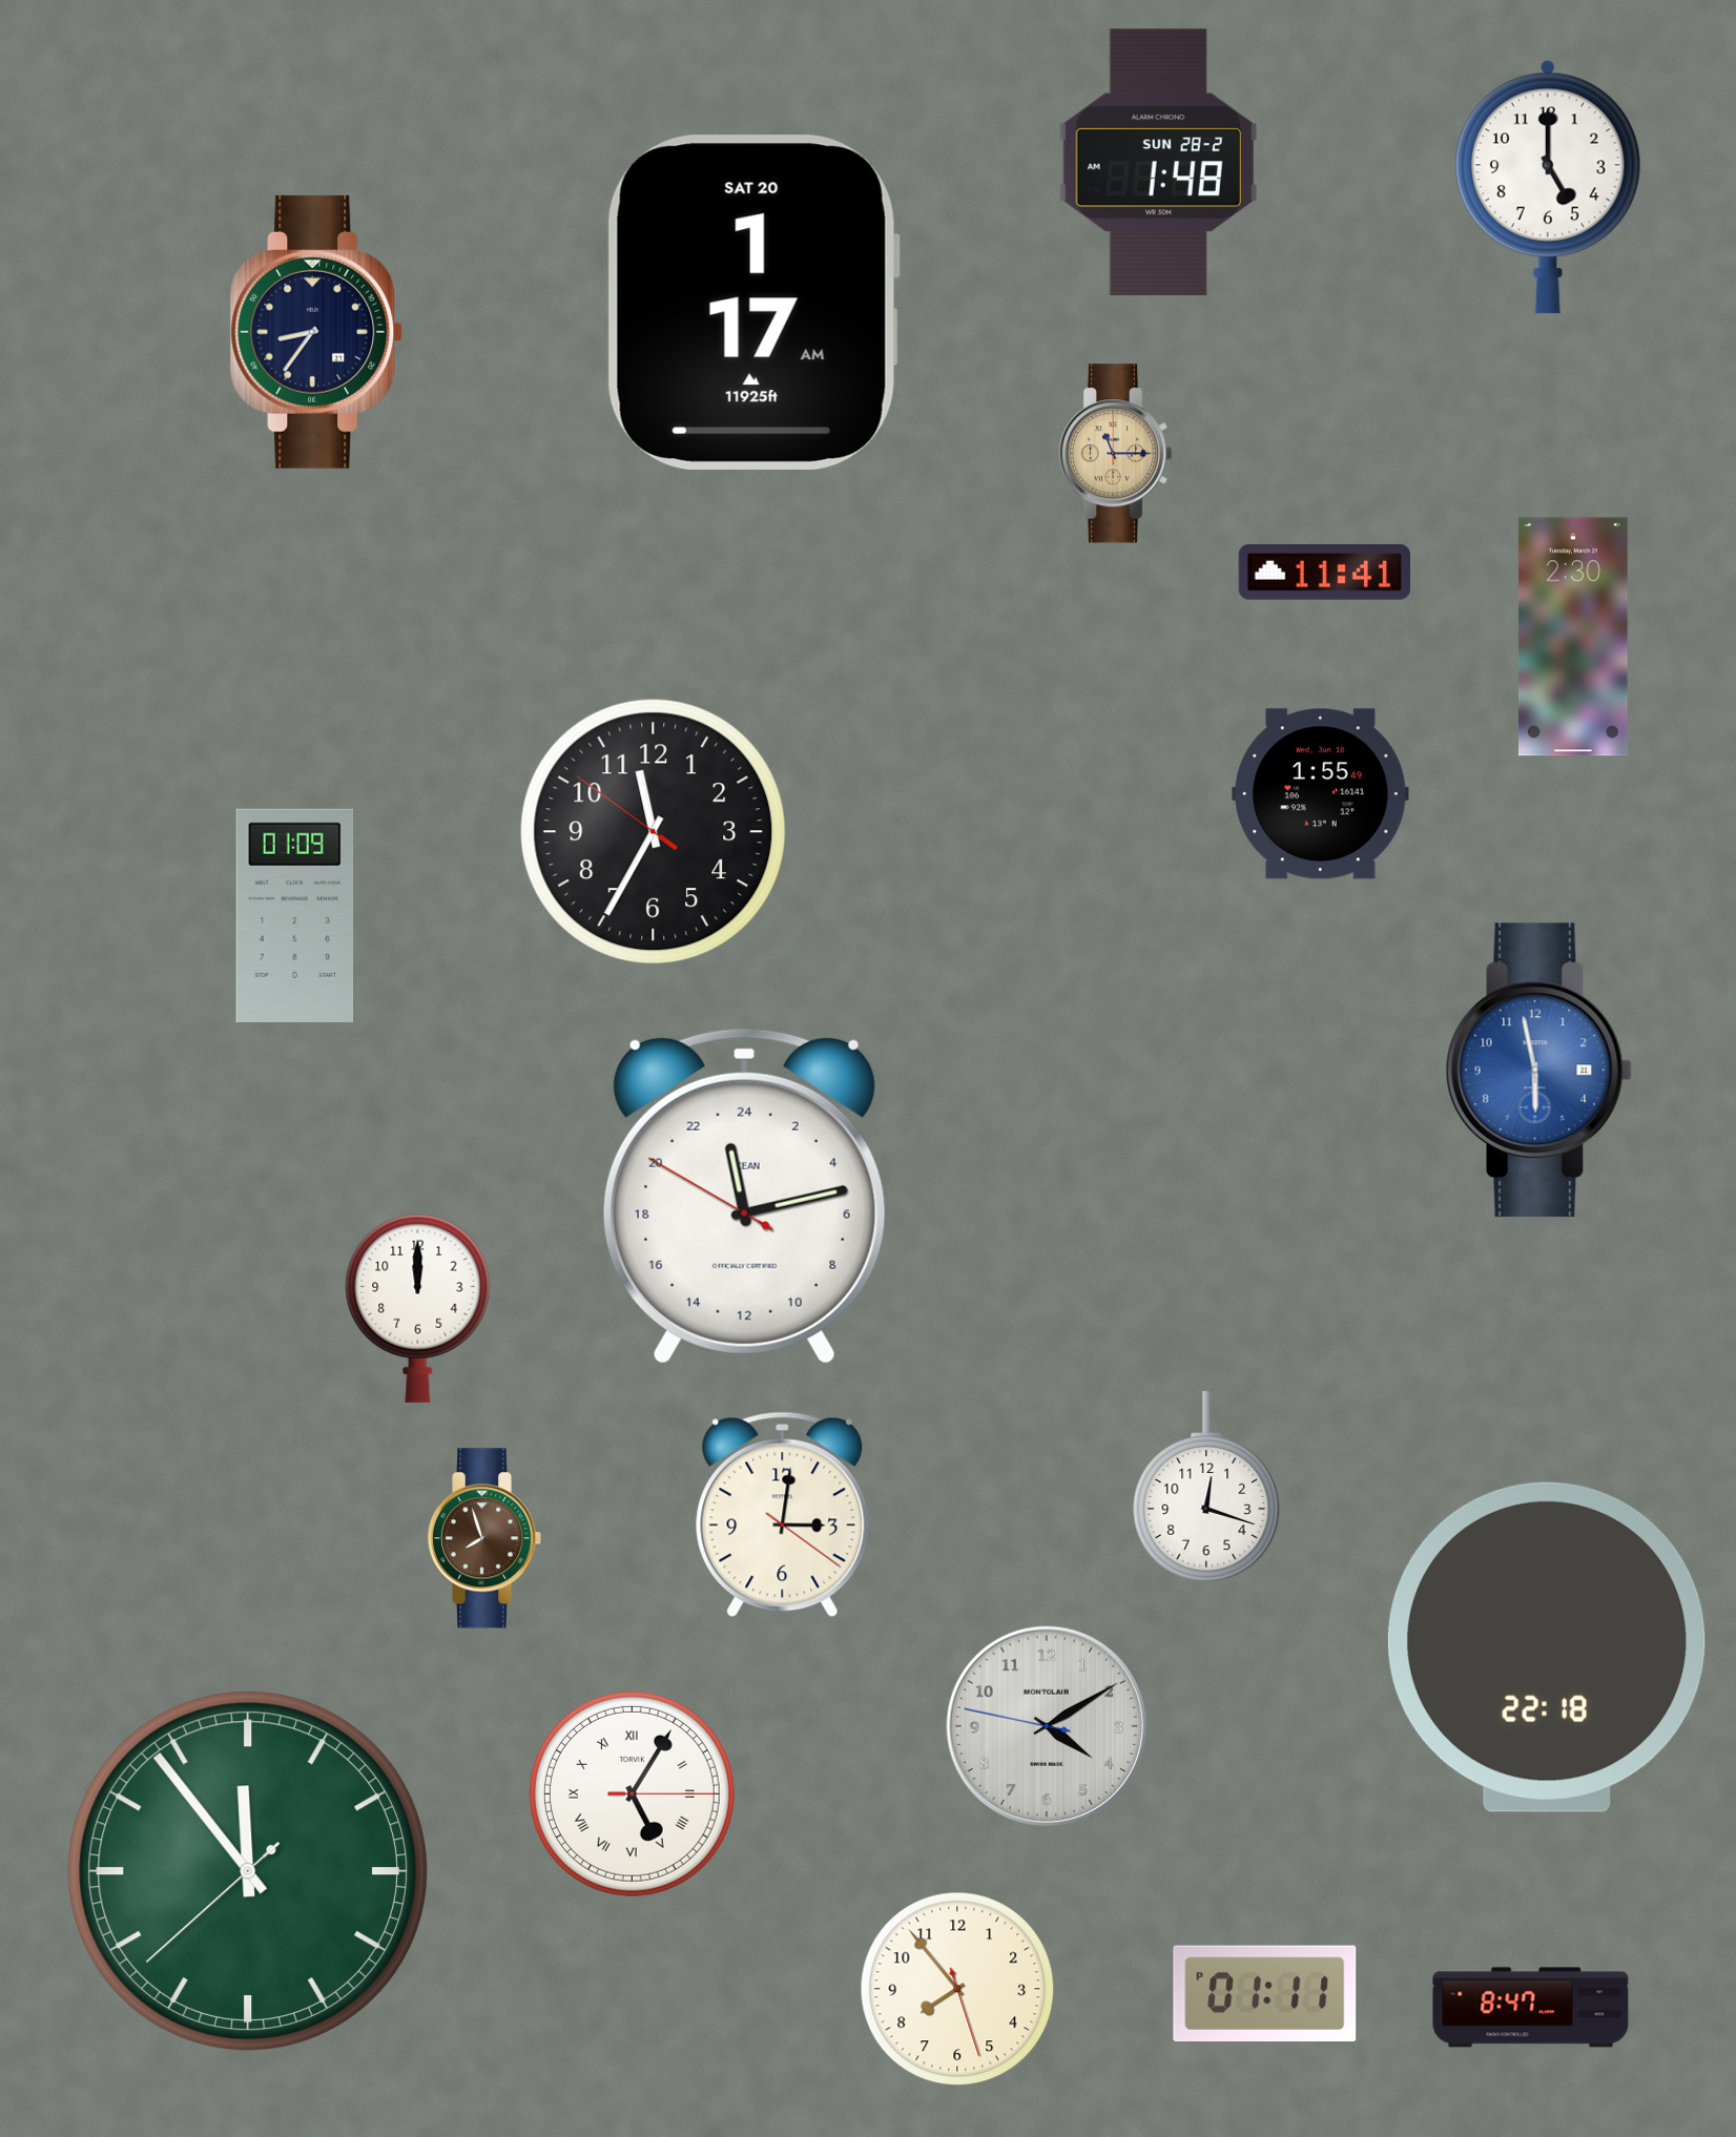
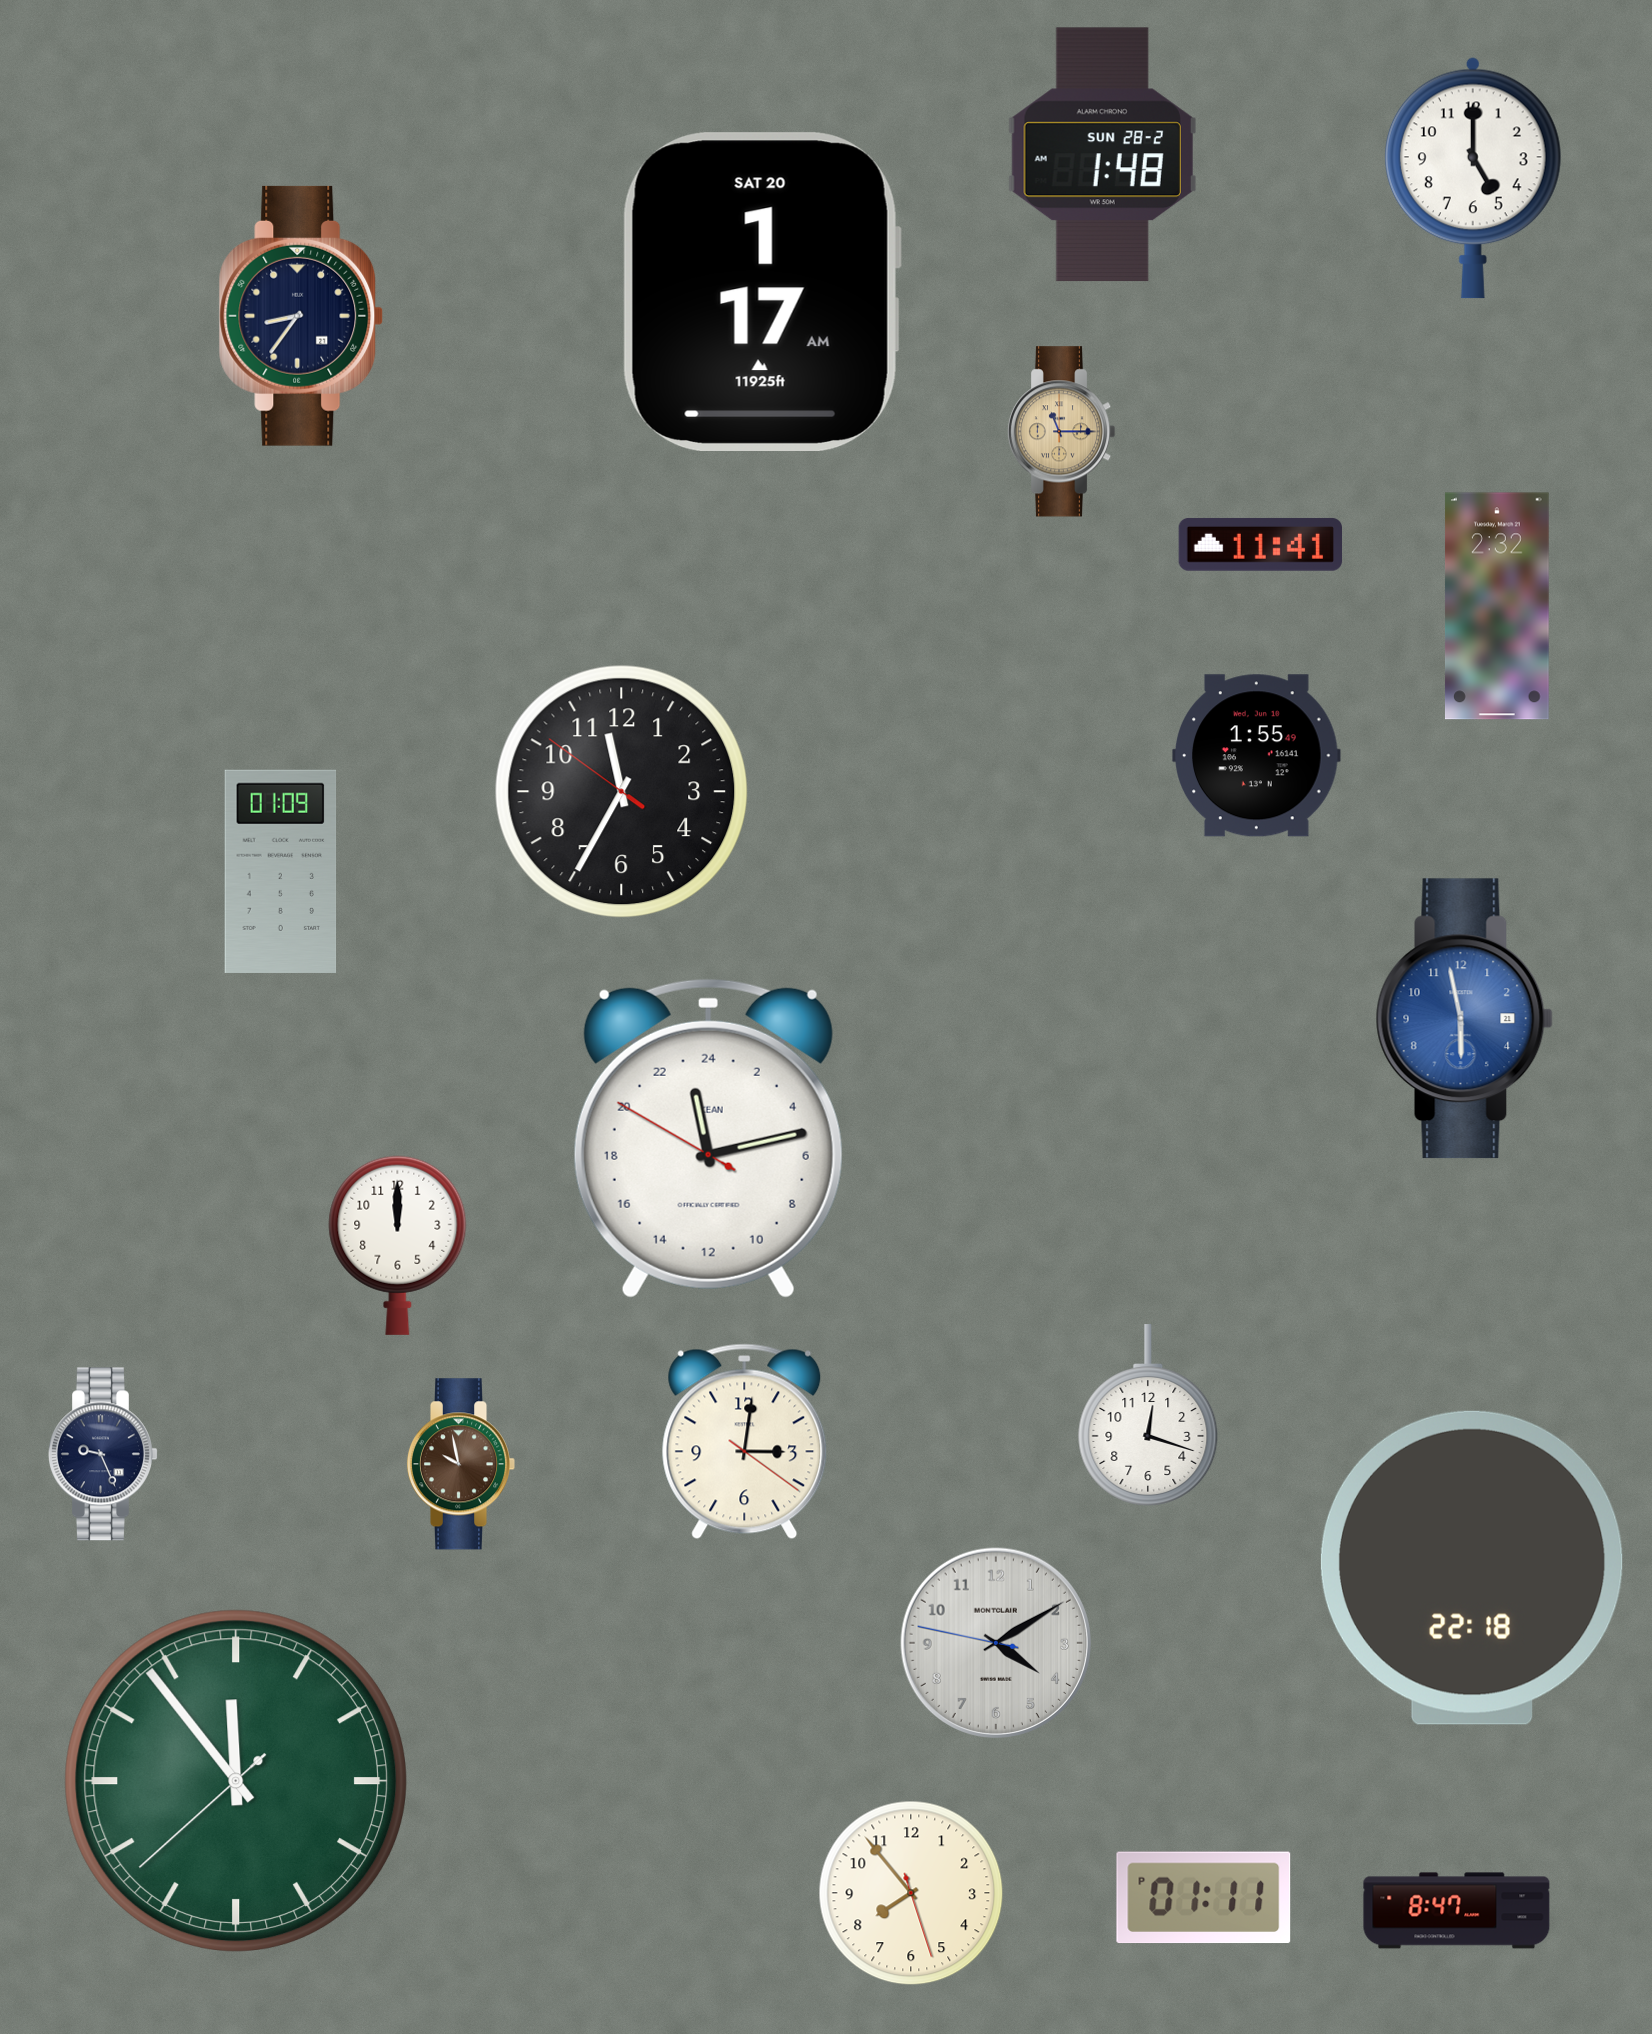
clock at (753, 302) position: (753, 302) -> (762, 291)
clock at (1573, 637): 2:30 -> 2:32
clock at (104, 1454): none -> 9:26
clock at (484, 1538): 7:57 -> 9:58
clock at (632, 1793): 5:05 -> none
